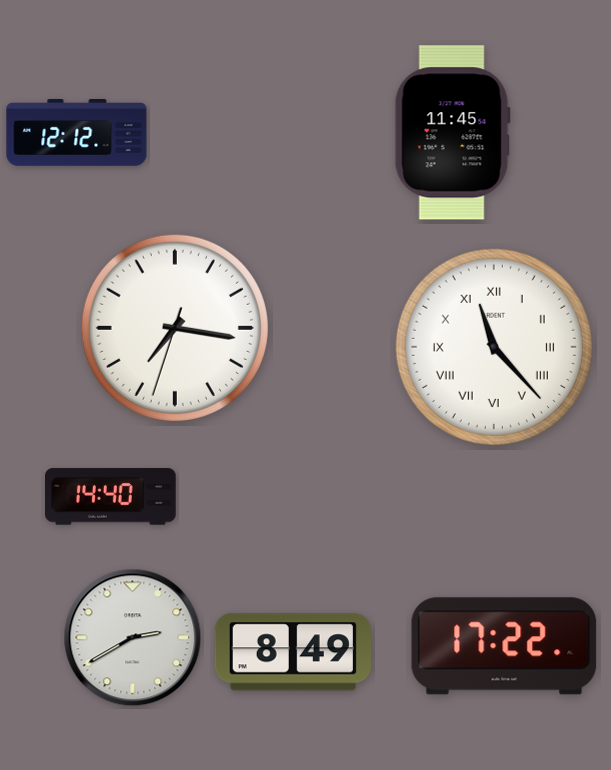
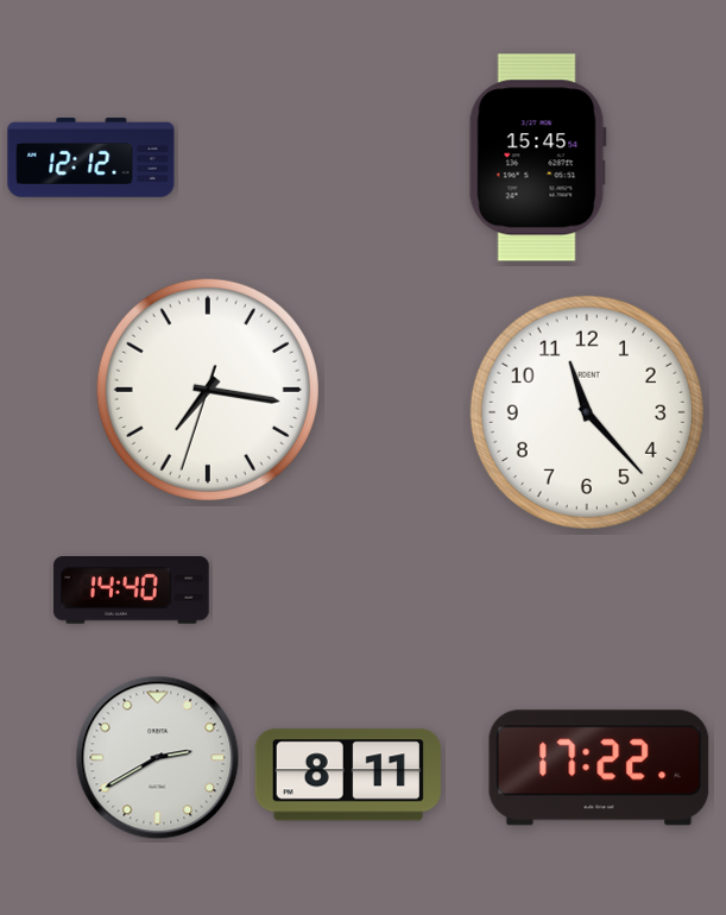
clock at (452, 133): 11:45 -> 15:45
clock at (494, 347) numerals: Roman -> Arabic
clock at (293, 652): 8:49 -> 8:11
